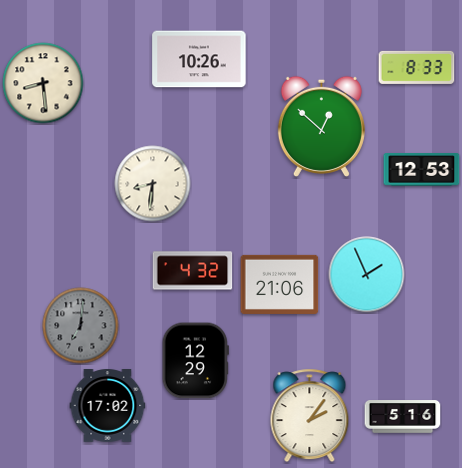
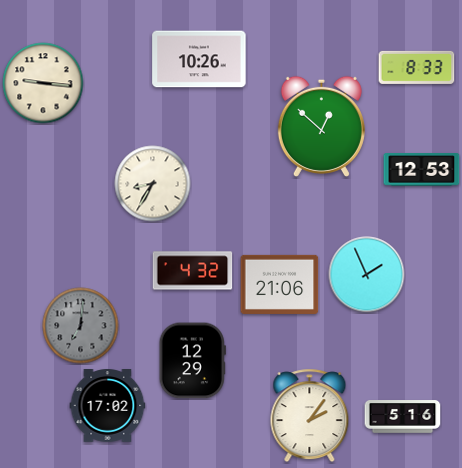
clock at (43, 83): 8:29 -> 9:16
clock at (153, 184): 8:31 -> 8:35
clock at (195, 361) position: (195, 361) -> (192, 361)
